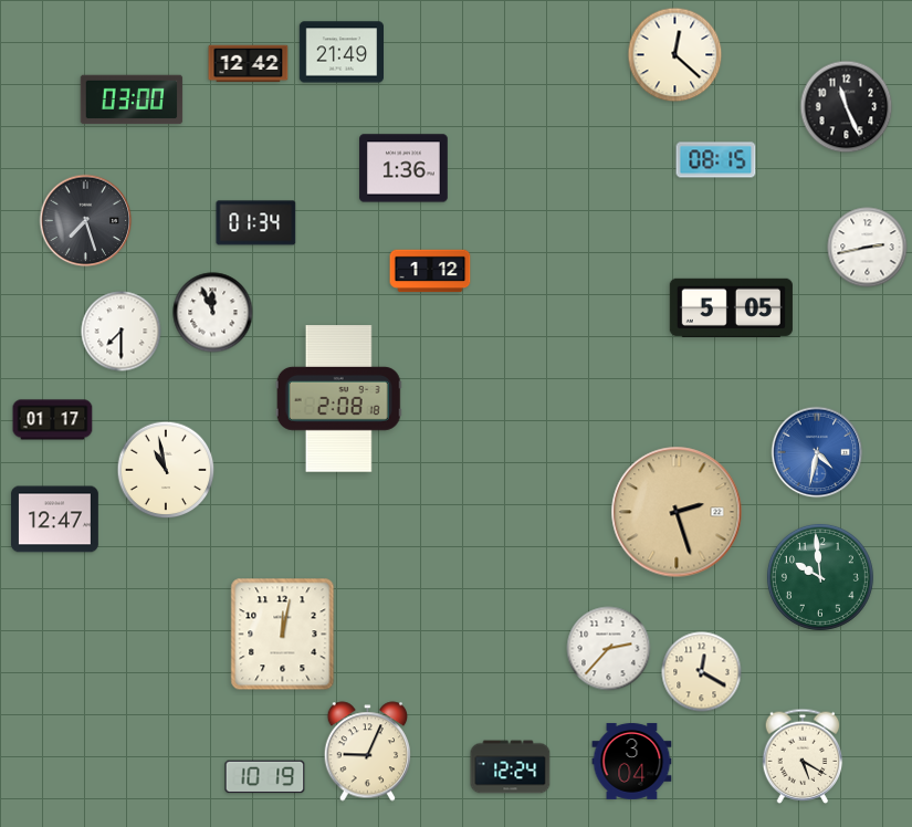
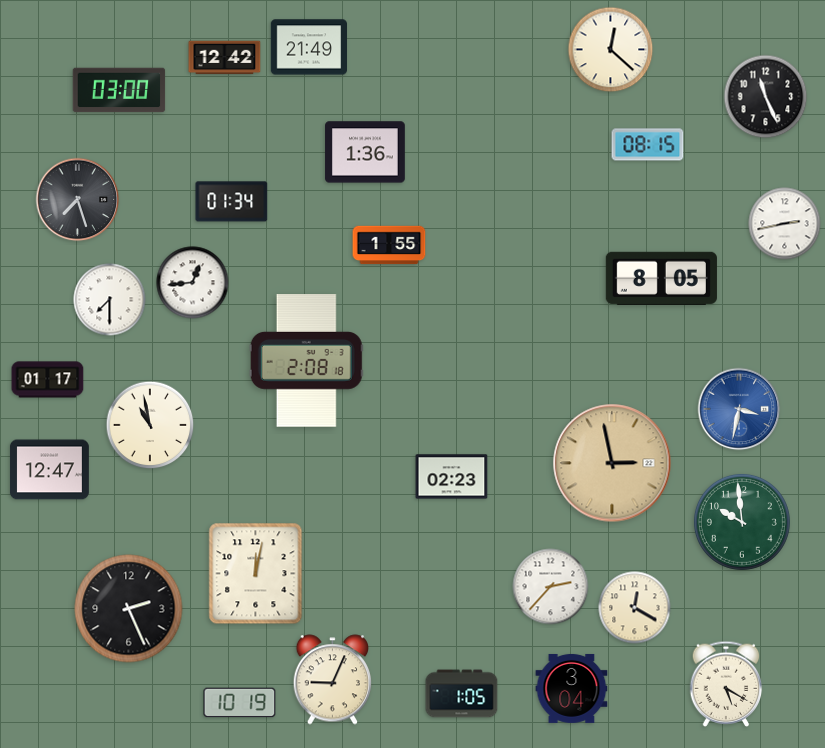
clock at (430, 271): 1:12 -> 1:55
clock at (731, 307): 5:05 -> 8:05
clock at (213, 313): 11:56 -> 12:44
clock at (817, 452): 4:32 -> 3:32
clock at (677, 512): 2:27 -> 2:58
clock at (452, 477): none -> 02:23
clock at (129, 609): none -> 2:26
clock at (511, 767): 12:24 -> 1:05
